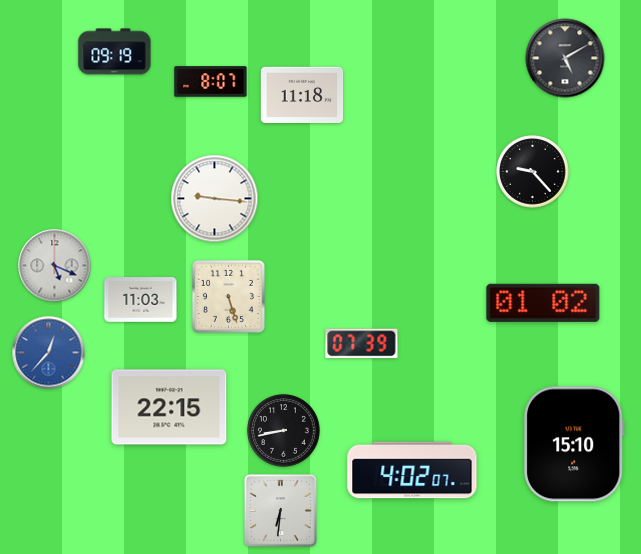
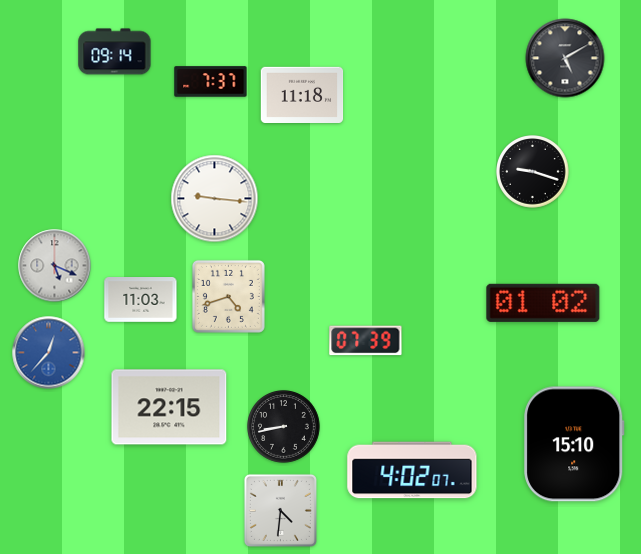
clock at (115, 52): 09:19 -> 09:14
clock at (211, 82): 8:07 -> 7:37
clock at (533, 172): 9:23 -> 9:18
clock at (228, 296): 5:27 -> 4:42
clock at (362, 344) position: (362, 344) -> (366, 341)
clock at (284, 431) position: (284, 431) -> (284, 427)
clock at (280, 510): 6:31 -> 4:31
